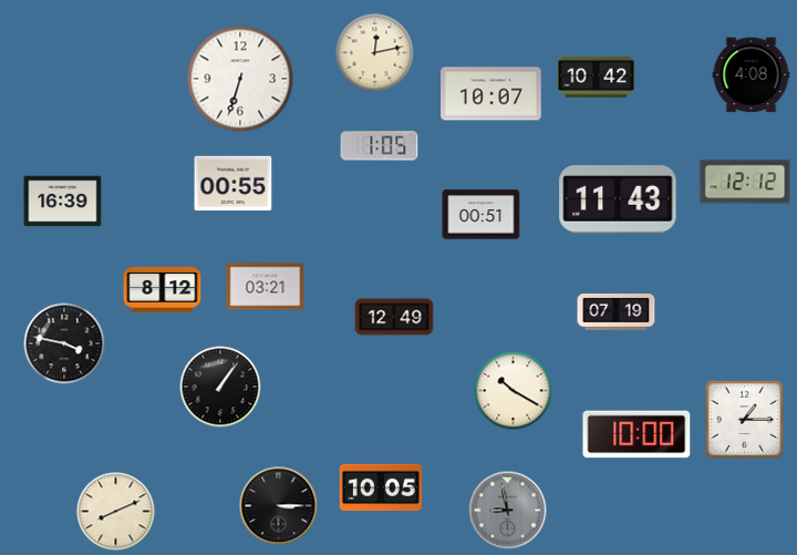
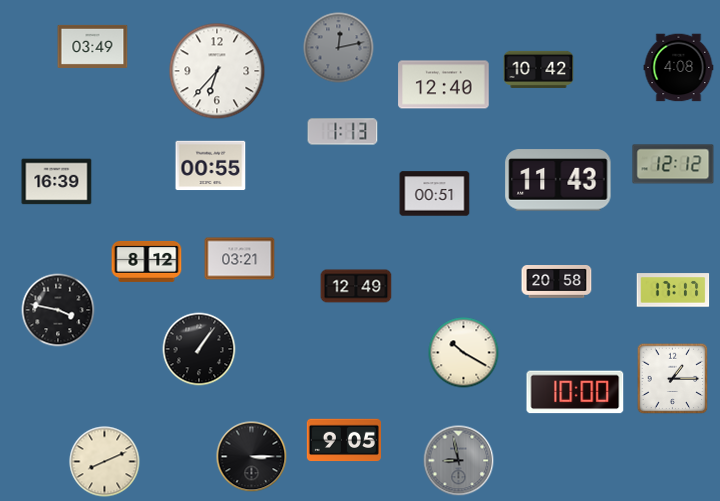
clock at (93, 46): none -> 03:49
clock at (375, 53) dial: cream -> grey
clock at (240, 79): 6:33 -> 6:37
clock at (491, 94): 10:07 -> 12:40
clock at (380, 146): 1:05 -> 1:13
clock at (617, 312): 07:19 -> 20:58
clock at (673, 290): none -> 17:17
clock at (381, 487): 10:05 -> 9:05
